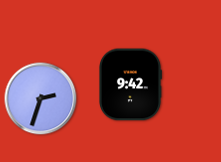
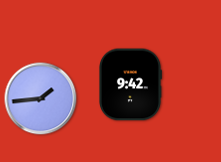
clock at (41, 99): 2:33 -> 1:44
